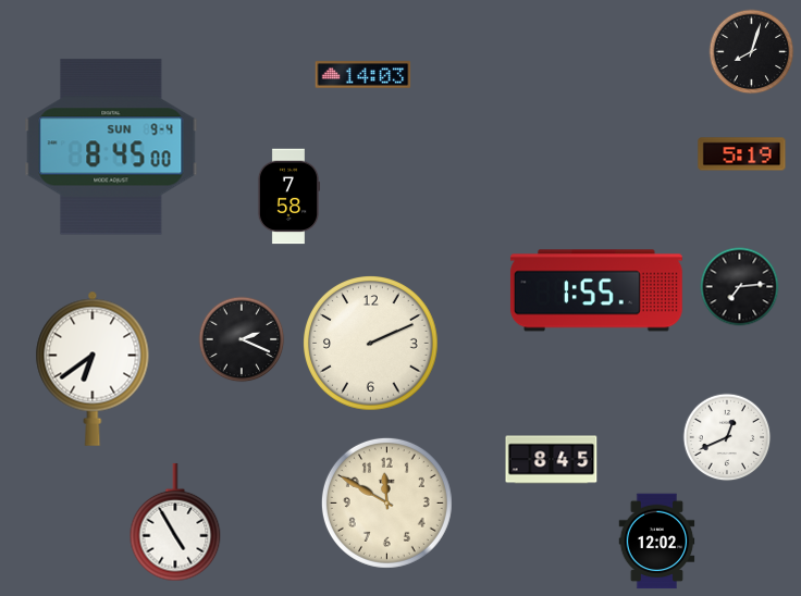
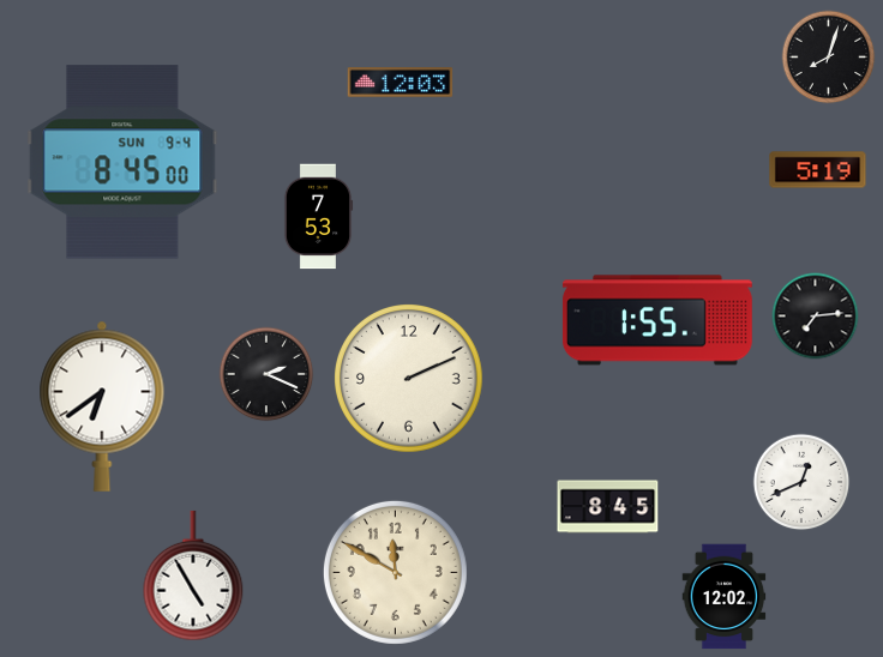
clock at (363, 75): 14:03 -> 12:03
clock at (288, 197): 7:58 -> 7:53
clock at (386, 502) position: (386, 502) -> (395, 572)
